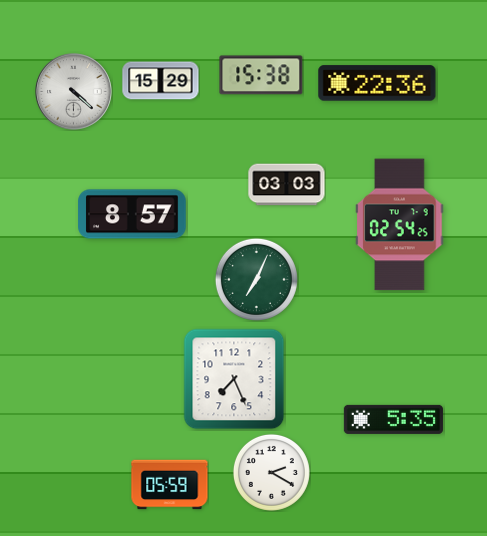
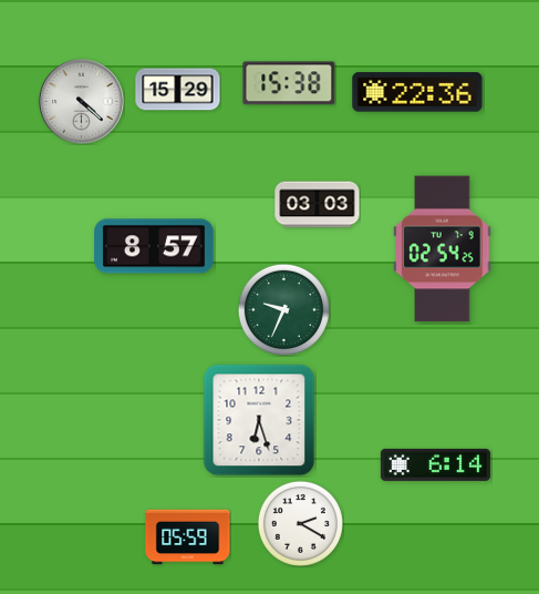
clock at (132, 214) position: (132, 214) -> (154, 246)
clock at (256, 279): 7:04 -> 9:34
clock at (234, 379): 7:26 -> 6:27
clock at (393, 419): 5:35 -> 6:14
